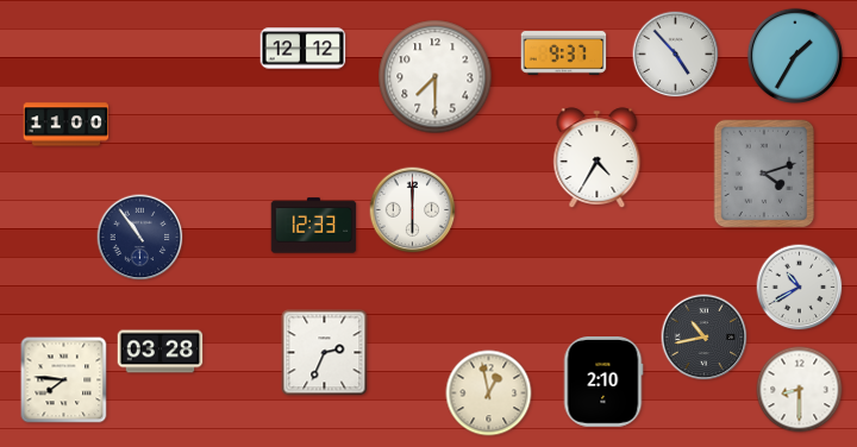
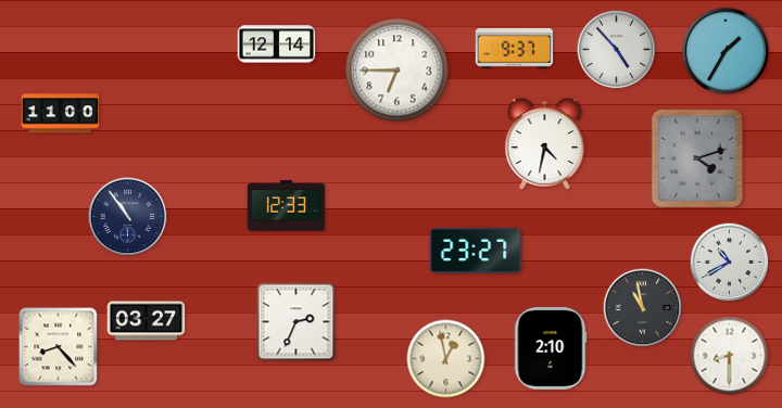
clock at (304, 49): 12:12 -> 12:14
clock at (436, 77): 7:30 -> 6:45
clock at (598, 157): 4:35 -> 4:32
clock at (413, 210): 6:00 -> none
clock at (476, 251): none -> 23:27
clock at (705, 338): 10:43 -> 10:58
clock at (161, 352): 03:28 -> 03:27
clock at (64, 380): 7:46 -> 8:23
